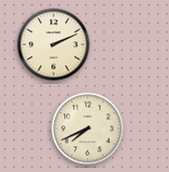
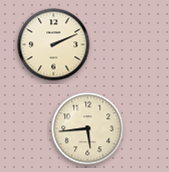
clock at (88, 129): 7:41 -> 5:44
